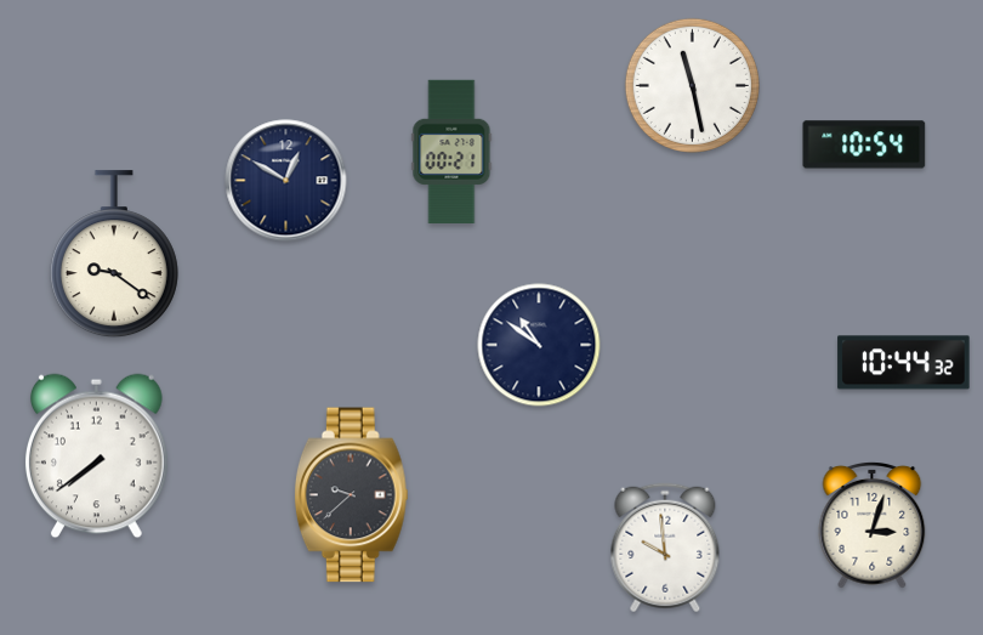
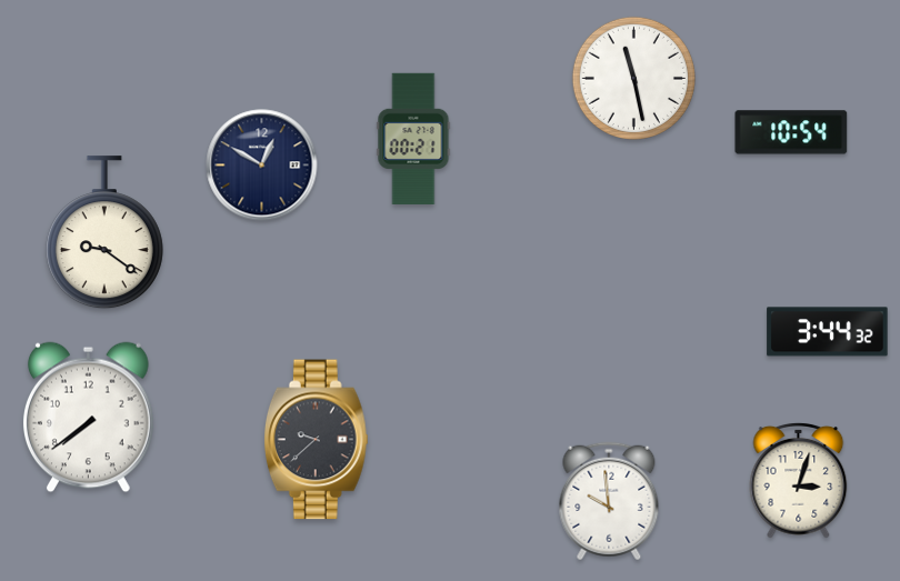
clock at (539, 345): 10:51 -> none
clock at (904, 363): 10:44 -> 3:44
clock at (351, 495) position: (351, 495) -> (316, 440)
